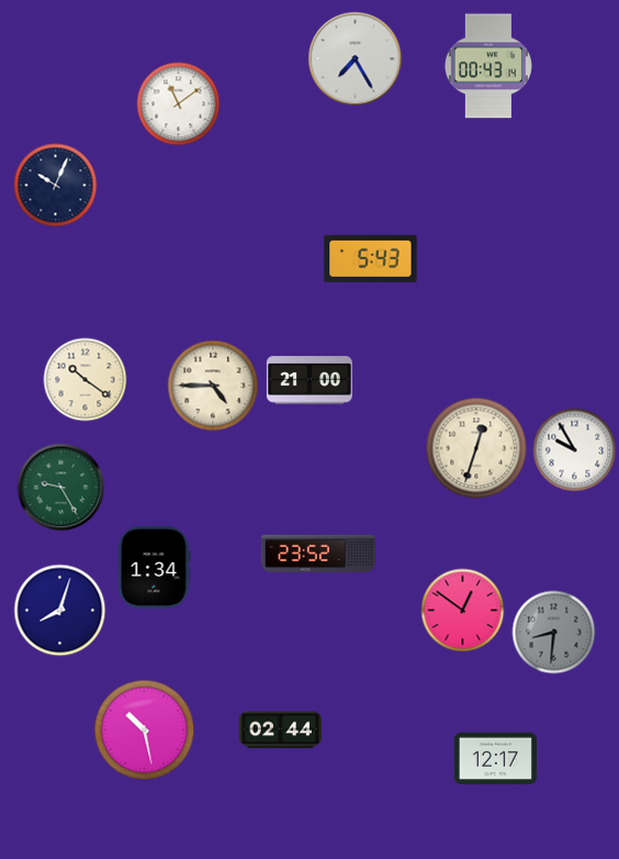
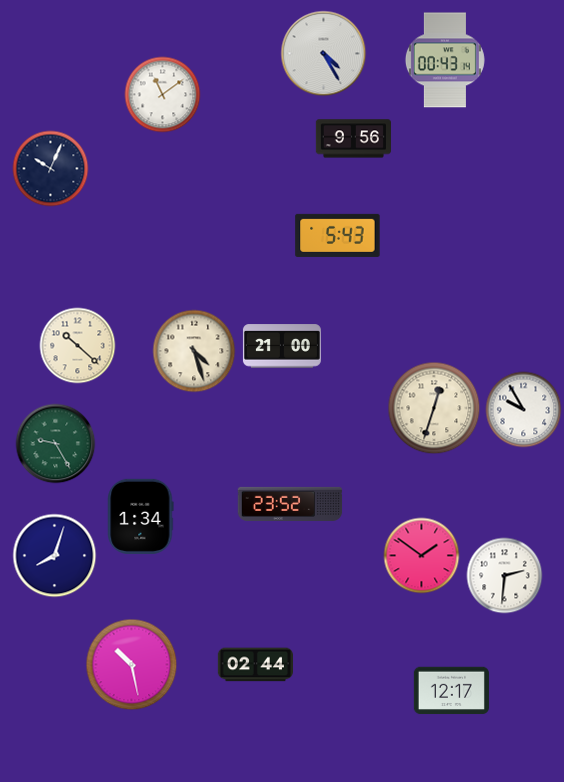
clock at (356, 59): 7:25 -> 4:25
clock at (353, 139): none -> 9:56
clock at (86, 380): 10:21 -> 10:22
clock at (213, 386): 4:45 -> 4:27
clock at (463, 611): 12:51 -> 1:51
clock at (554, 633): 8:31 -> 2:31
clock at (554, 633) dial: grey -> white
